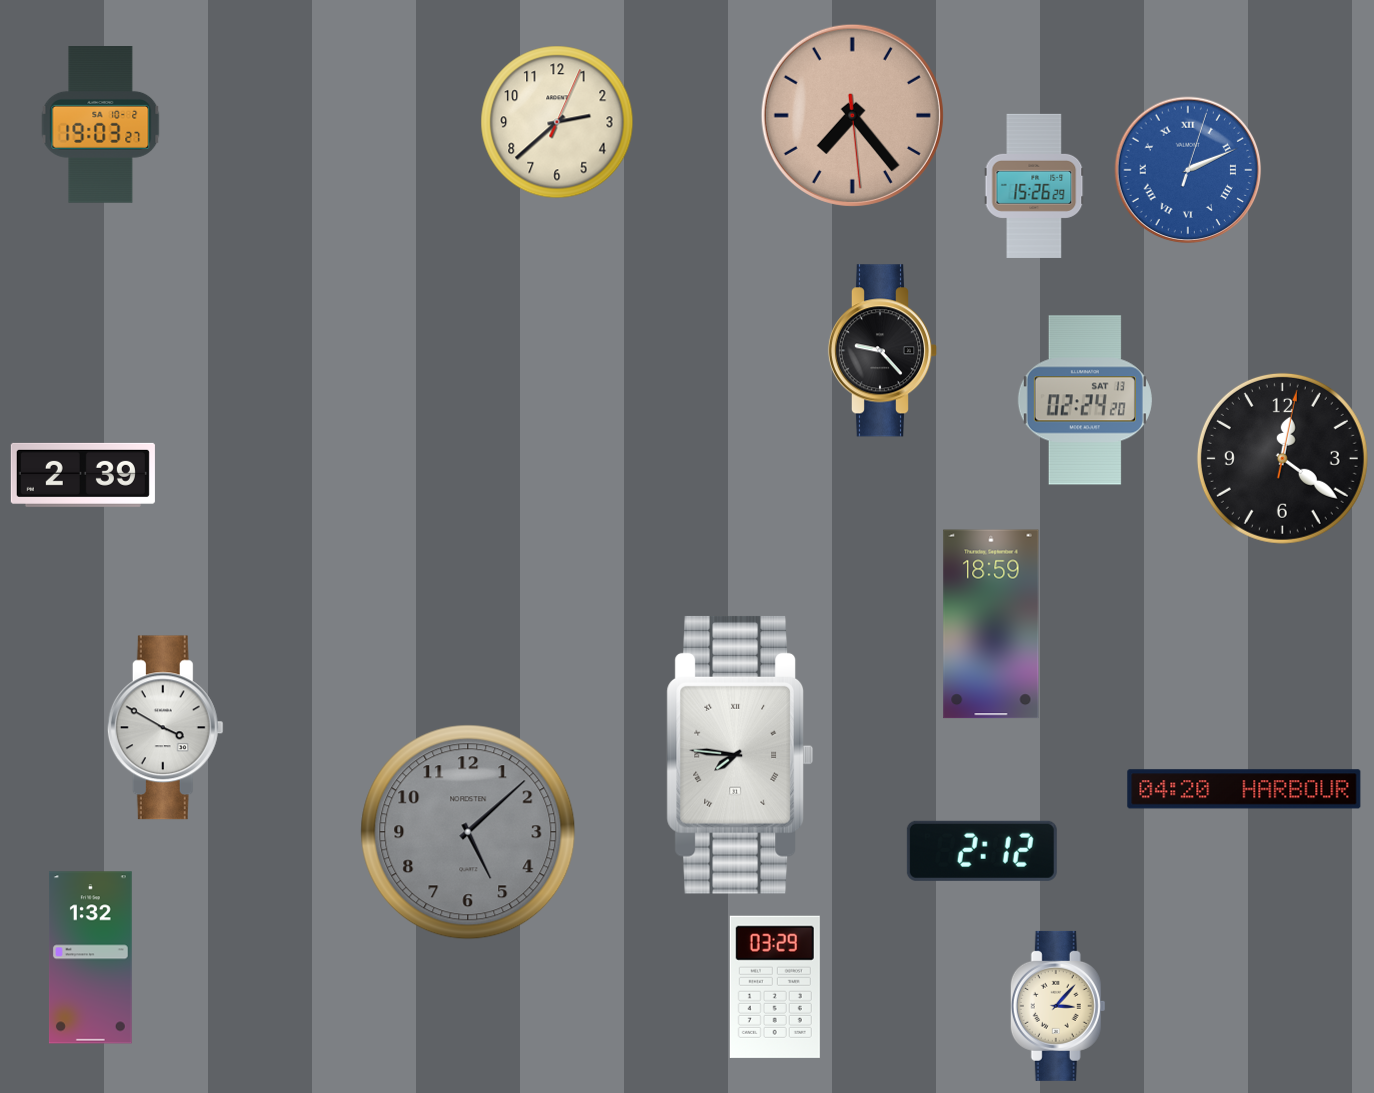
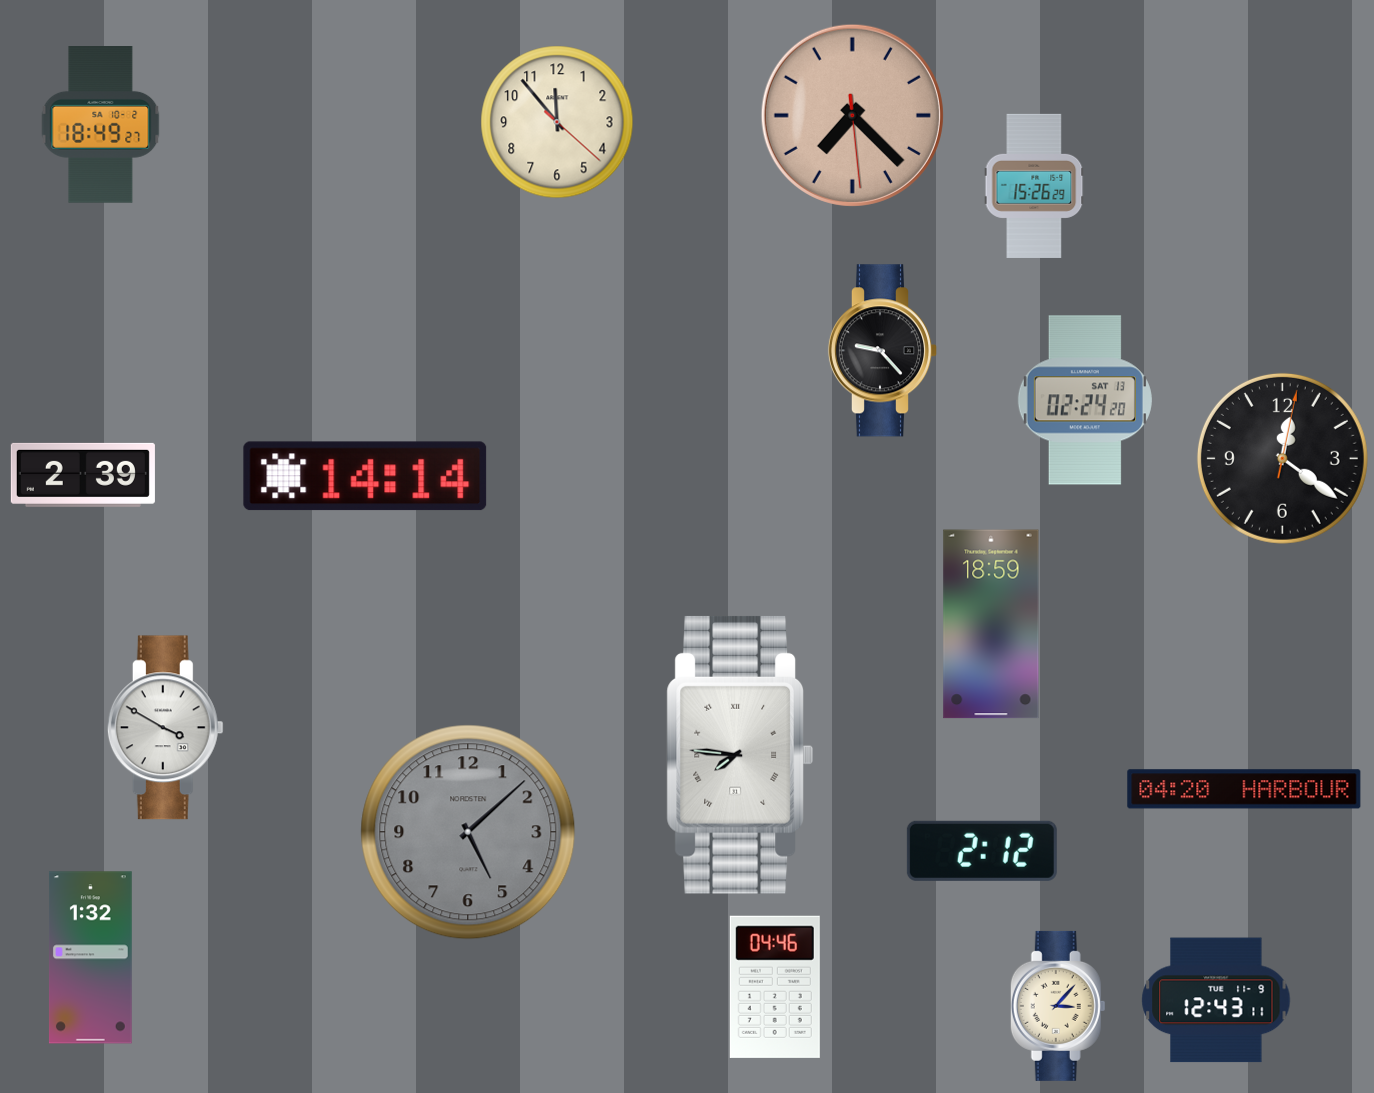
clock at (852, 115): 7:23 -> 7:22
clock at (557, 122): 2:38 -> 11:53
clock at (101, 125): 19:03 -> 18:49
clock at (1188, 170): 2:11 -> none
clock at (365, 476): none -> 14:14
clock at (775, 987): 03:29 -> 04:46
clock at (1216, 1000): none -> 12:43
